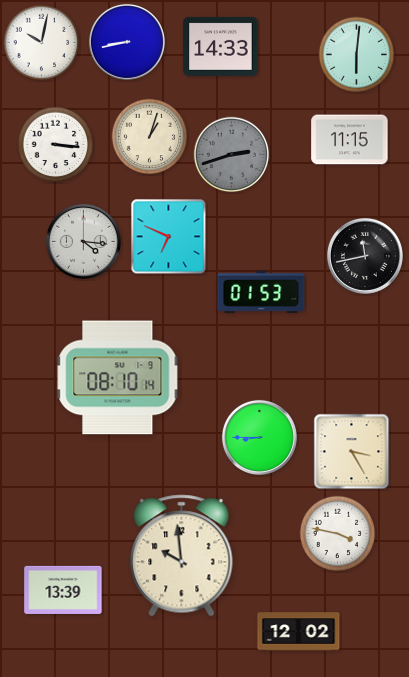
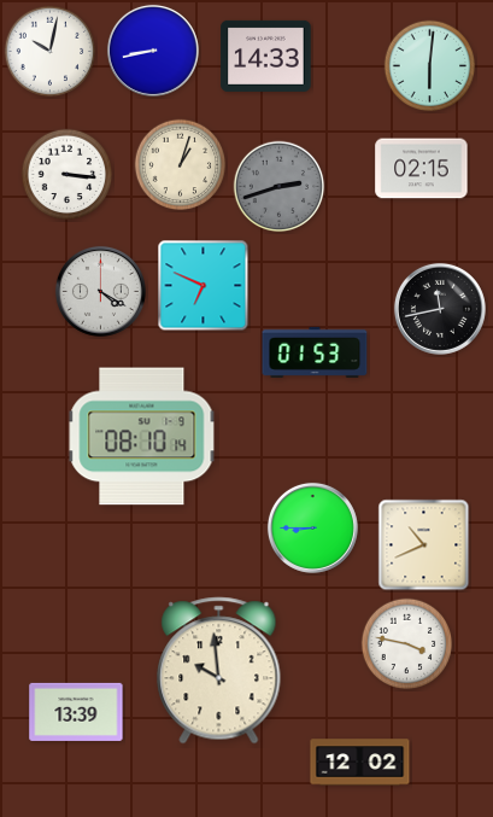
clock at (350, 140): 11:15 -> 02:15
clock at (83, 241): 4:16 -> 4:20
clock at (118, 378) position: (118, 378) -> (142, 437)
clock at (352, 452): 3:25 -> 10:41
